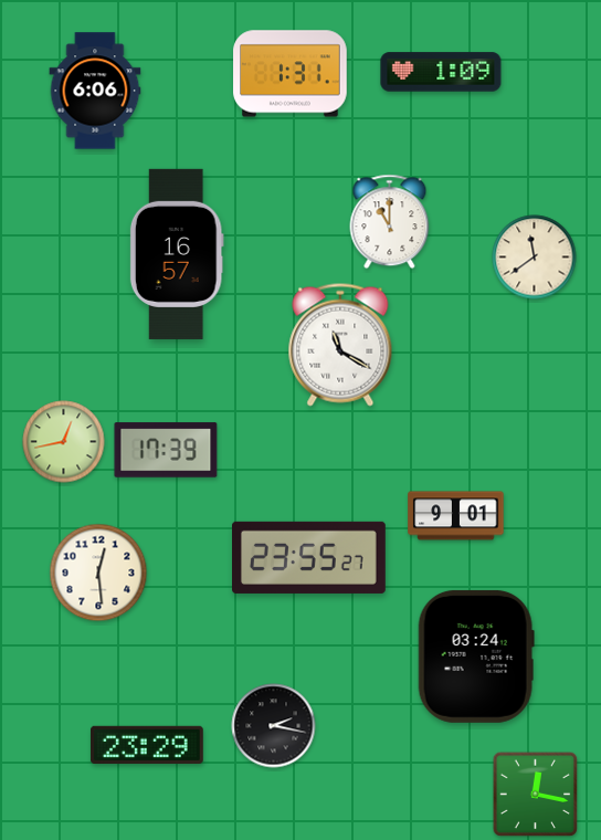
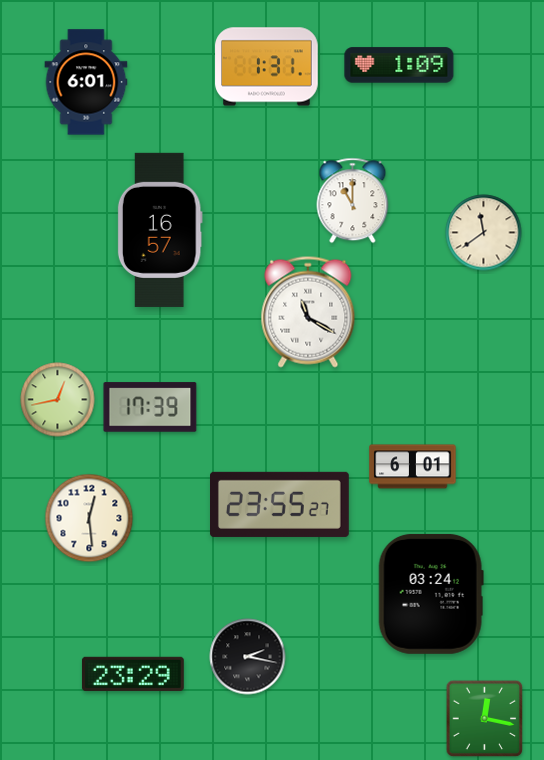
clock at (291, 74) position: (291, 74) -> (267, 67)
clock at (95, 91): 6:06 -> 6:01
clock at (456, 516): 9:01 -> 6:01
